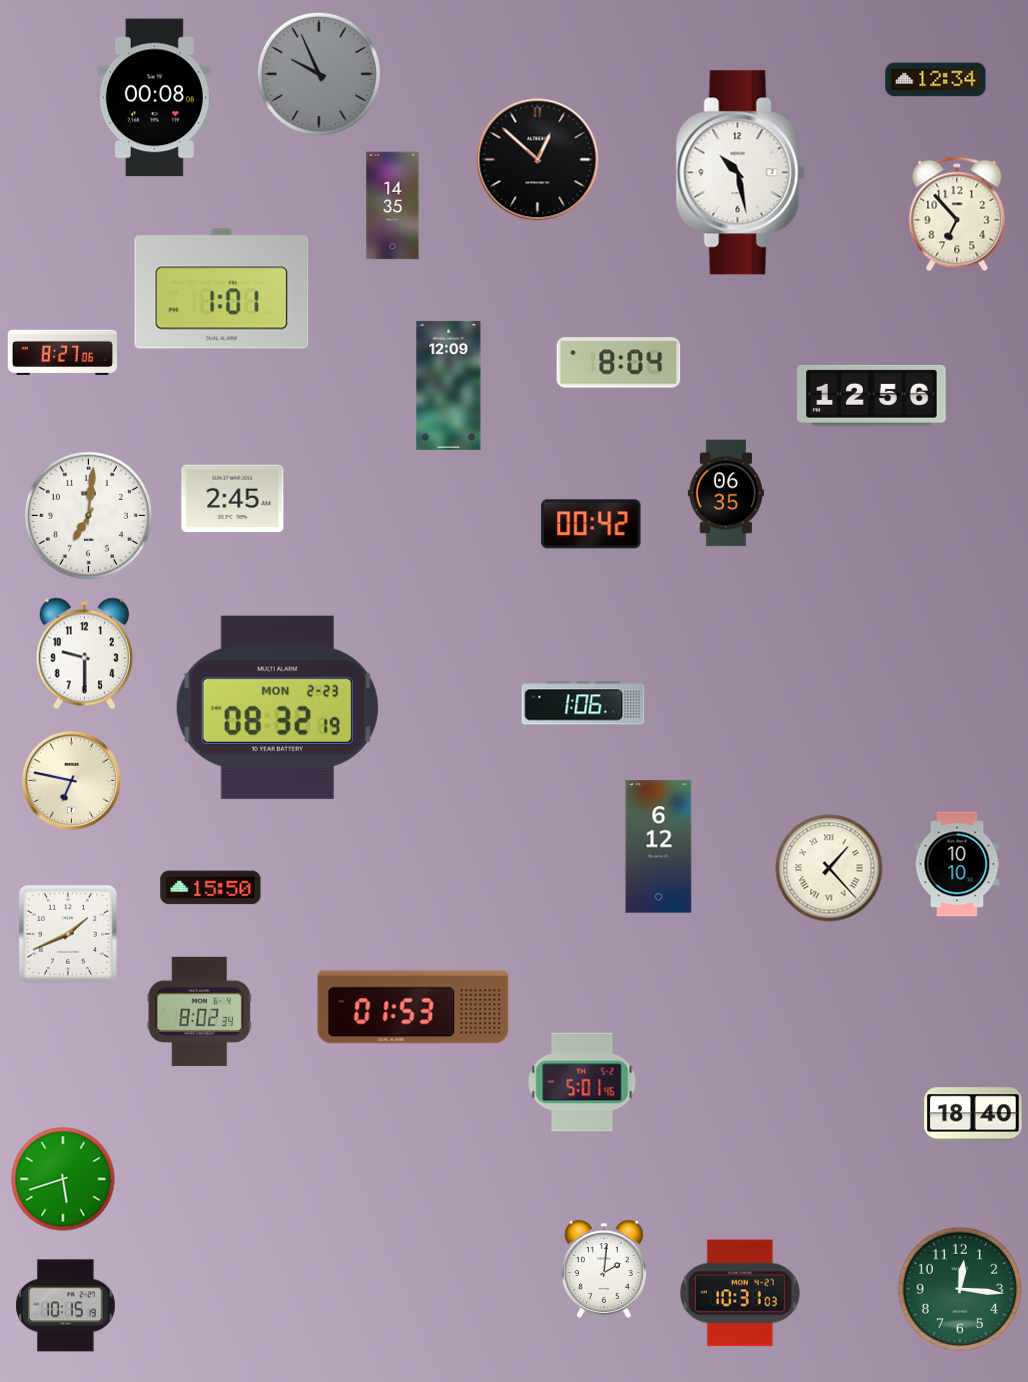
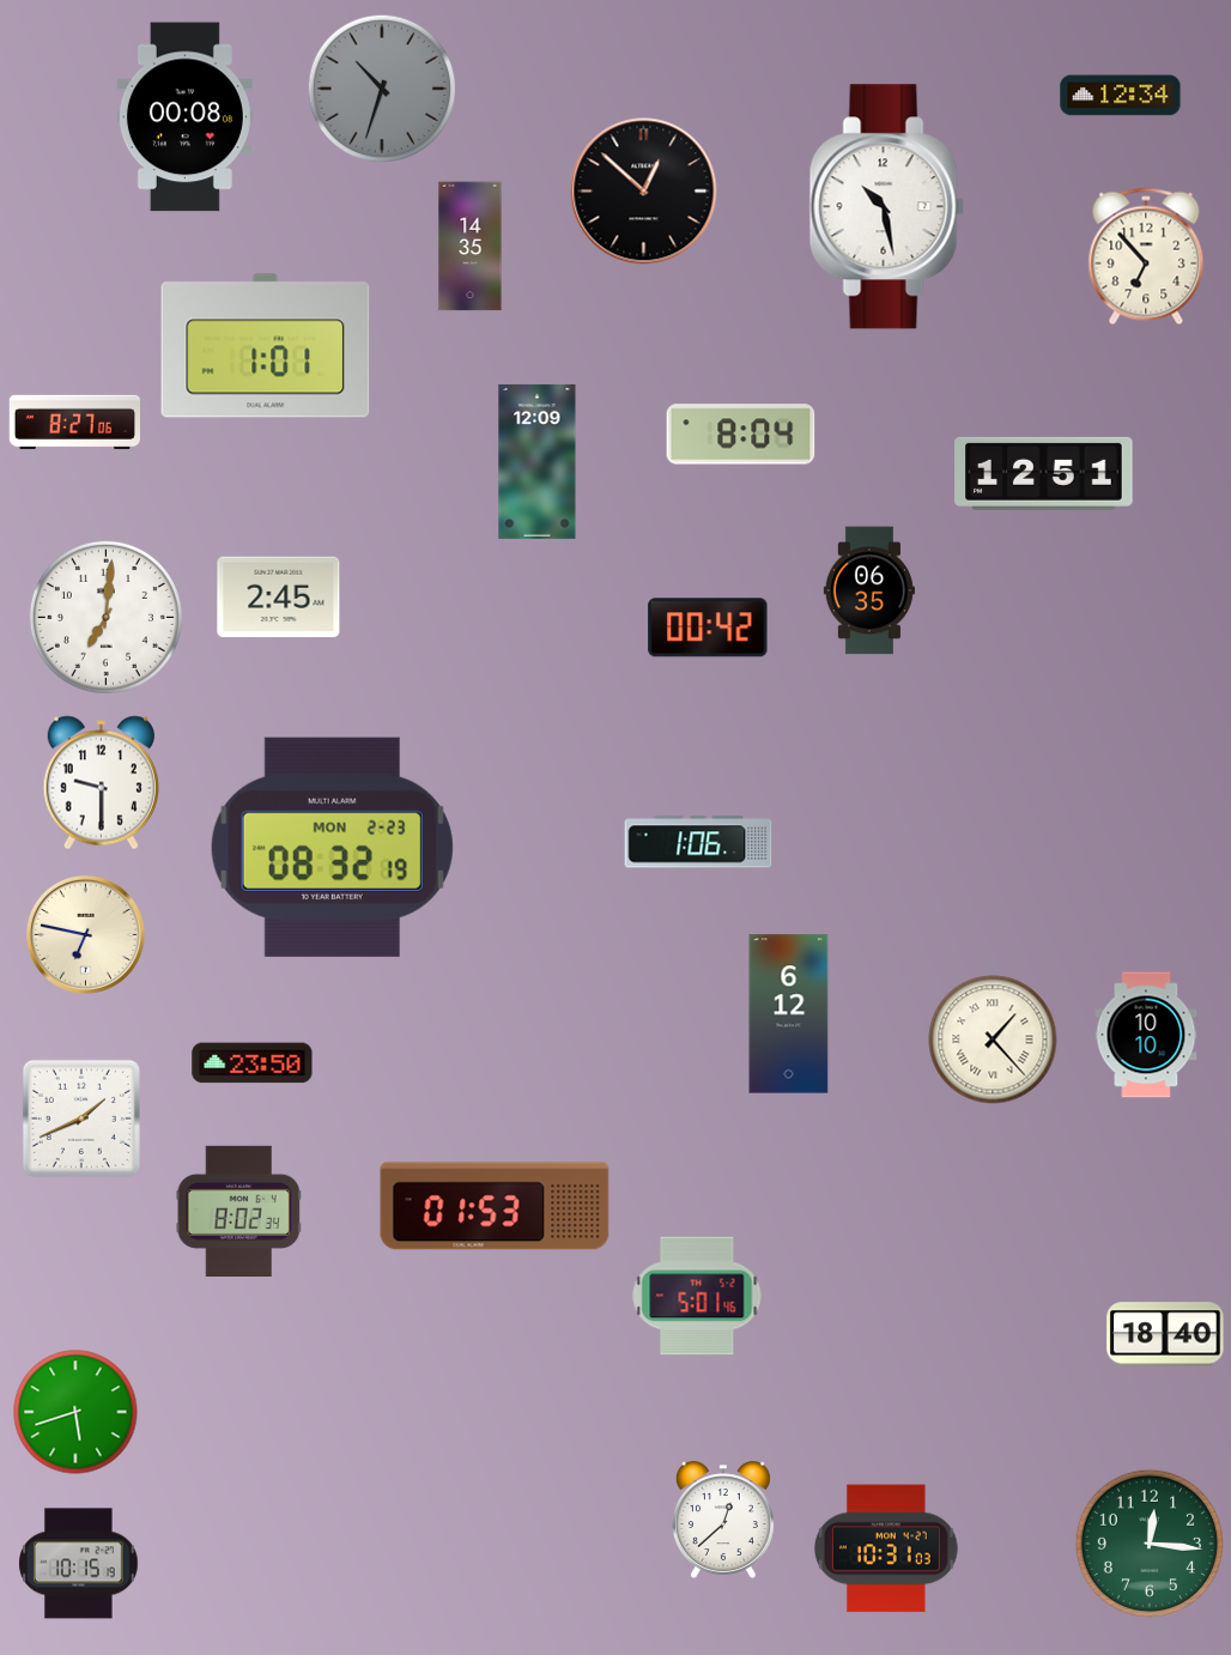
clock at (318, 73): 9:56 -> 10:33
clock at (872, 395): 12:56 -> 12:51
clock at (211, 888): 15:50 -> 23:50
clock at (604, 1269): 2:01 -> 12:38
